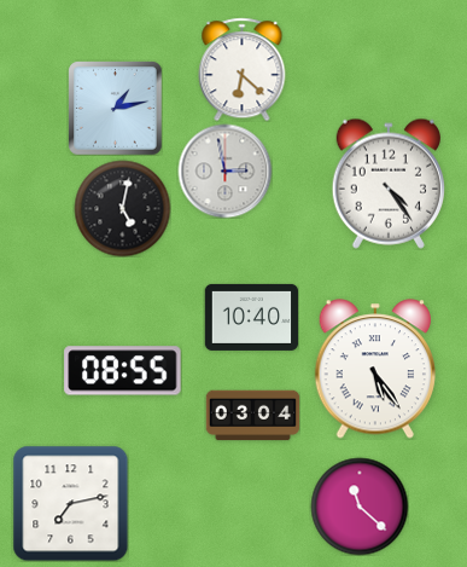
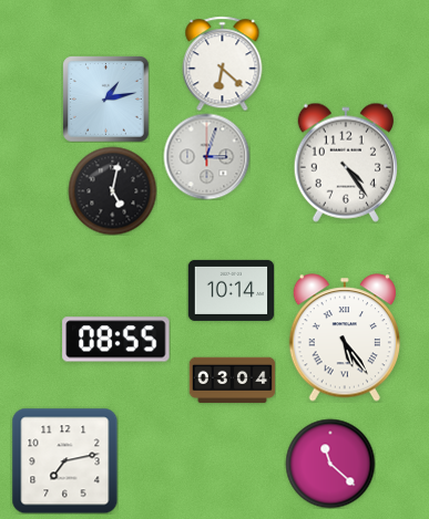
clock at (224, 170): 2:58 -> 3:03
clock at (389, 184) position: (389, 184) -> (346, 163)
clock at (251, 317): 10:40 -> 10:14
clock at (123, 371) position: (123, 371) -> (116, 340)
